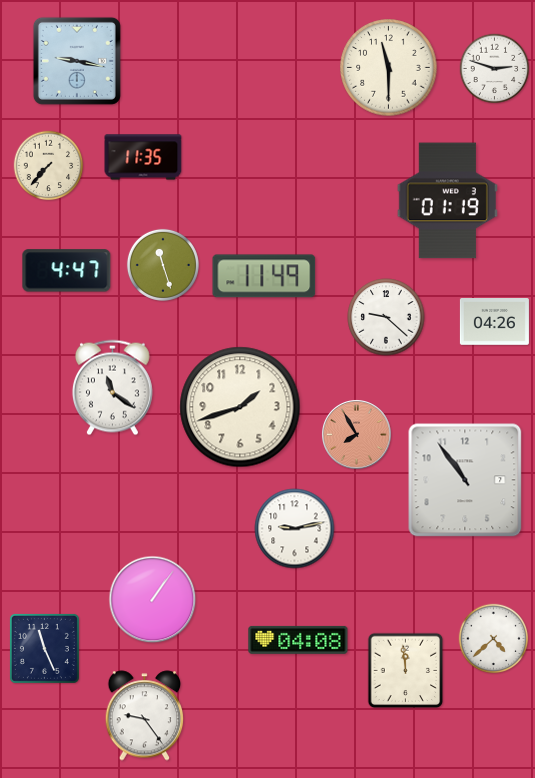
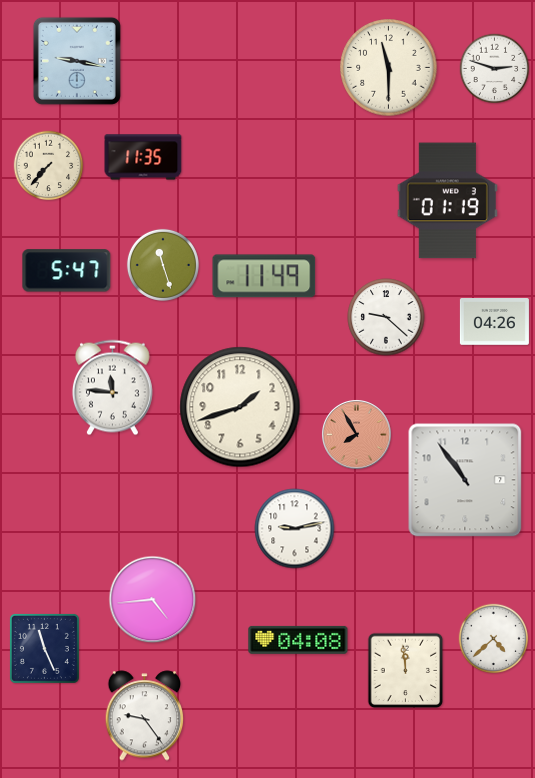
clock at (67, 271): 4:47 -> 5:47
clock at (112, 388): 11:21 -> 11:46
clock at (153, 600): 1:06 -> 4:44
